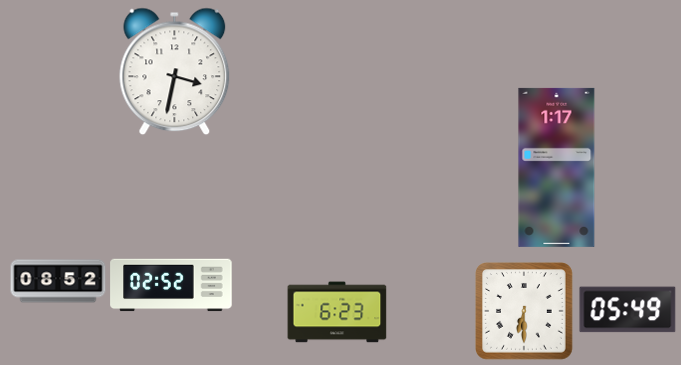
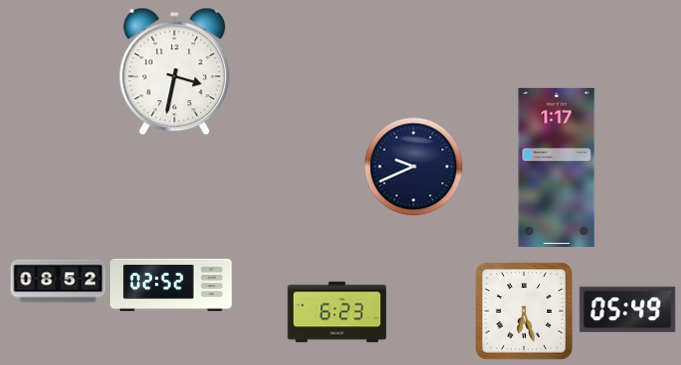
clock at (414, 167): none -> 9:41
clock at (524, 311): 6:30 -> 6:27
